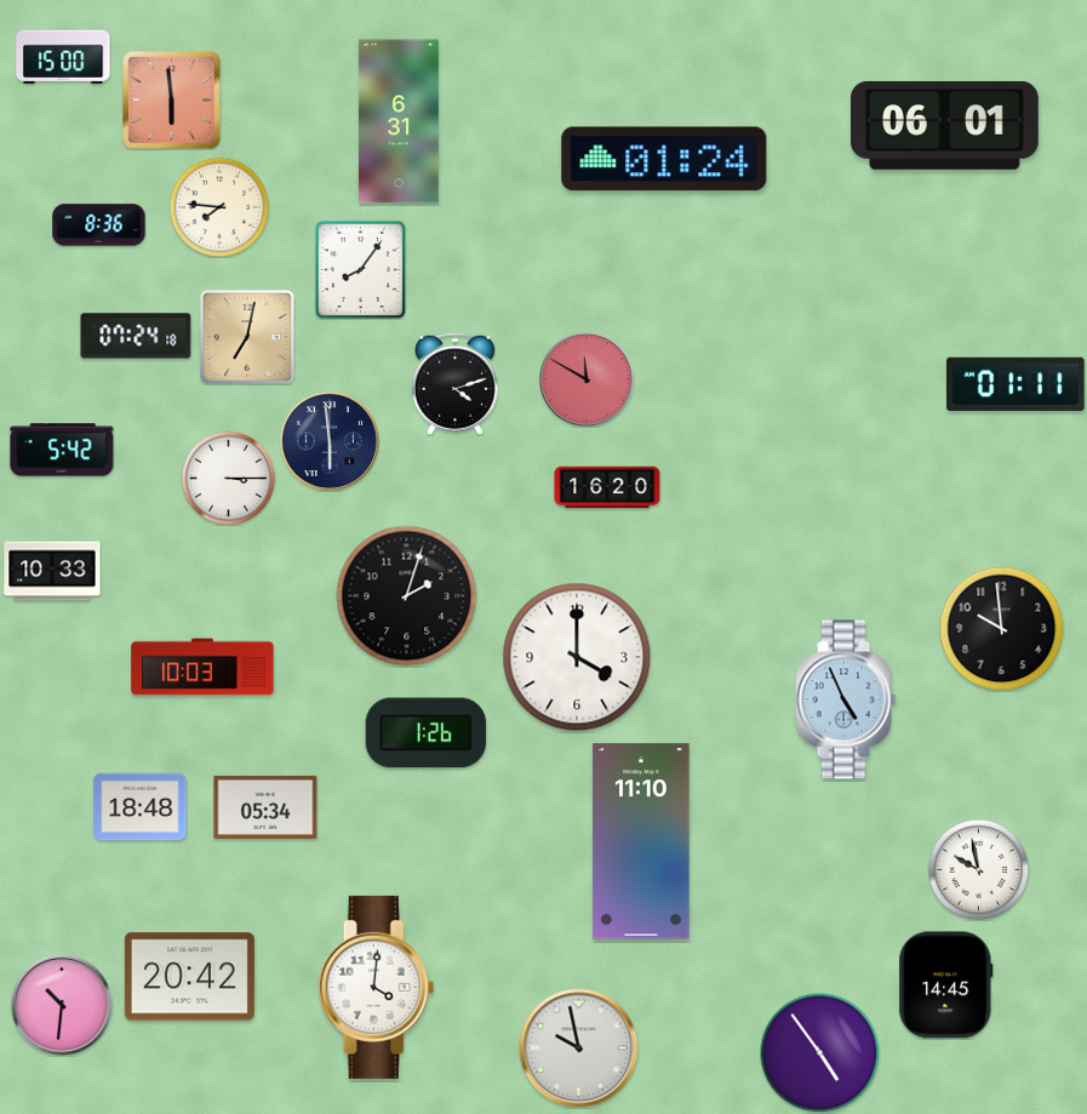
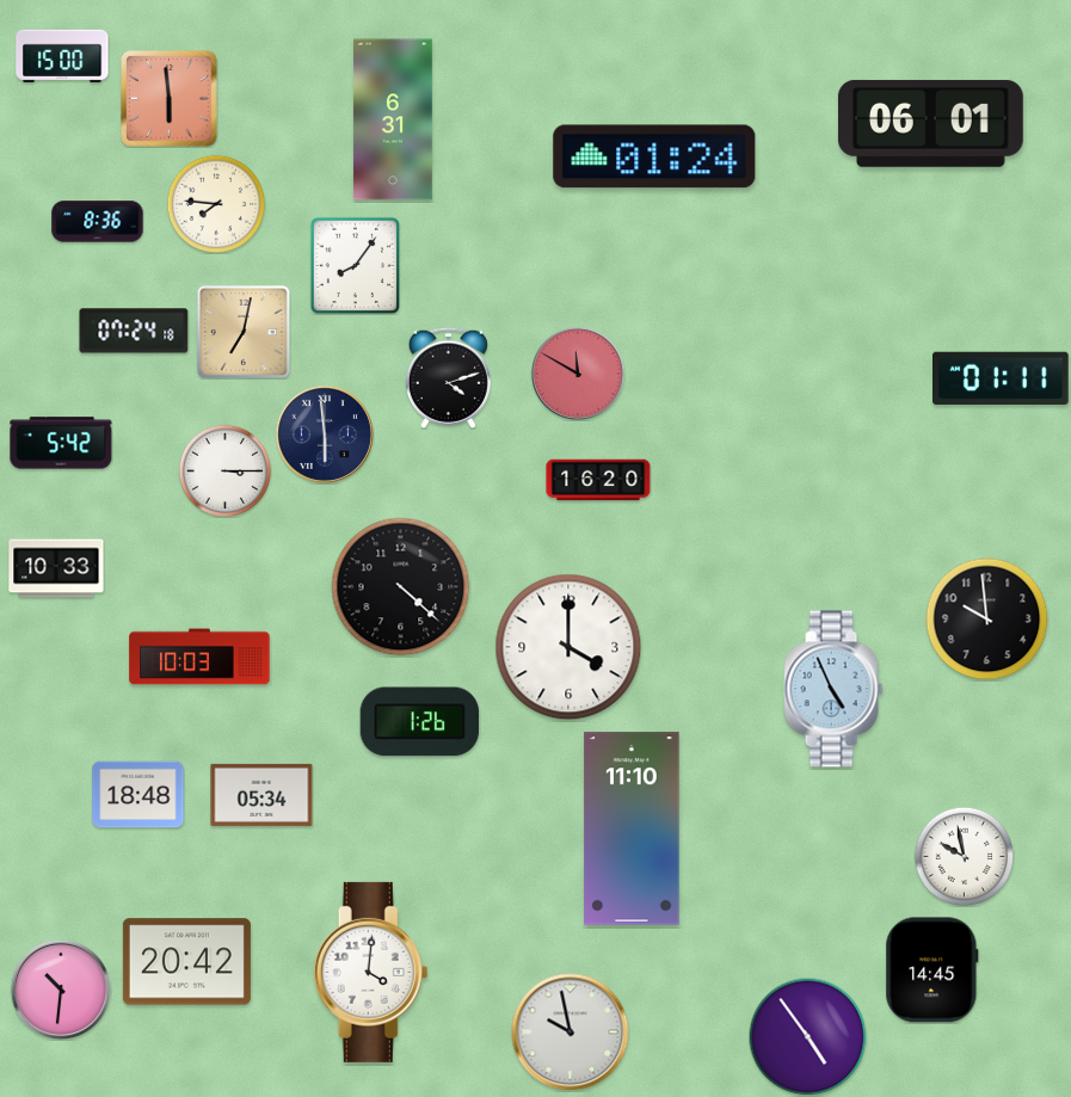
clock at (52, 571) position: (52, 571) -> (56, 568)
clock at (407, 596): 2:03 -> 4:22
